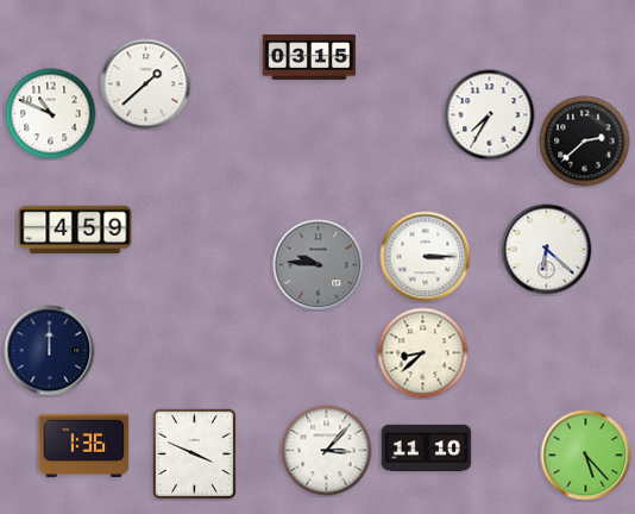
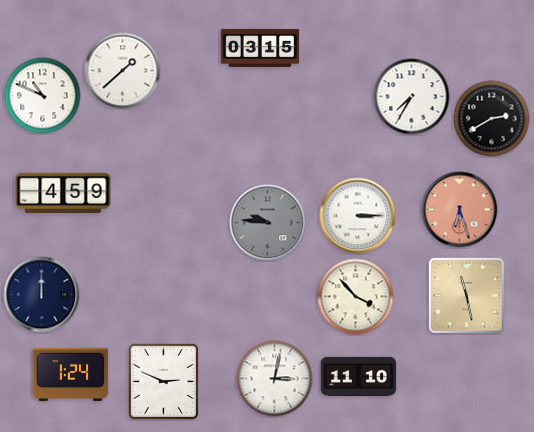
clock at (585, 142): 2:38 -> 2:40
clock at (547, 250): 6:22 -> 6:27
clock at (547, 250) dial: white -> salmon
clock at (466, 295): none -> 11:28
clock at (423, 353): 8:38 -> 3:53
clock at (84, 445): 1:36 -> 1:24
clock at (327, 451): 3:07 -> 3:02
clock at (194, 453): 3:49 -> 2:49
clock at (586, 456): 5:23 -> none
